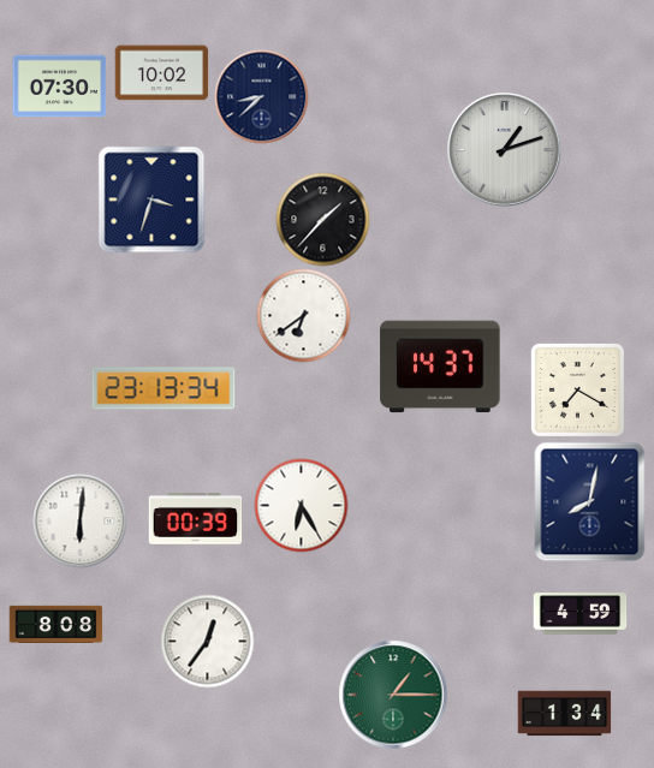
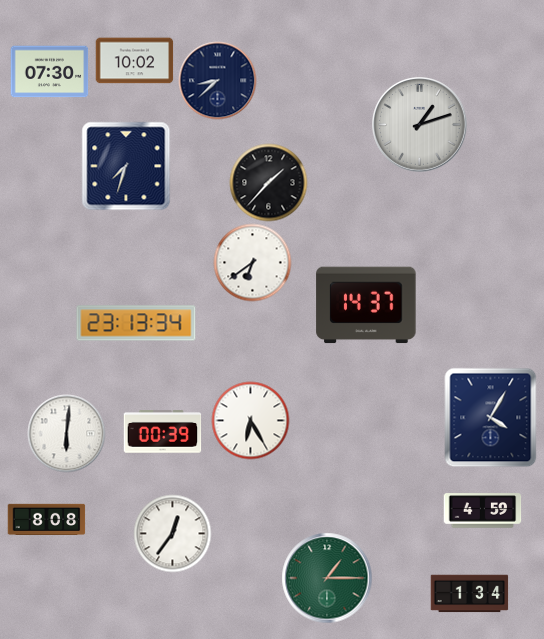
clock at (151, 200): 3:33 -> 7:33
clock at (577, 389): 7:20 -> none
clock at (590, 501): 8:02 -> 4:05
